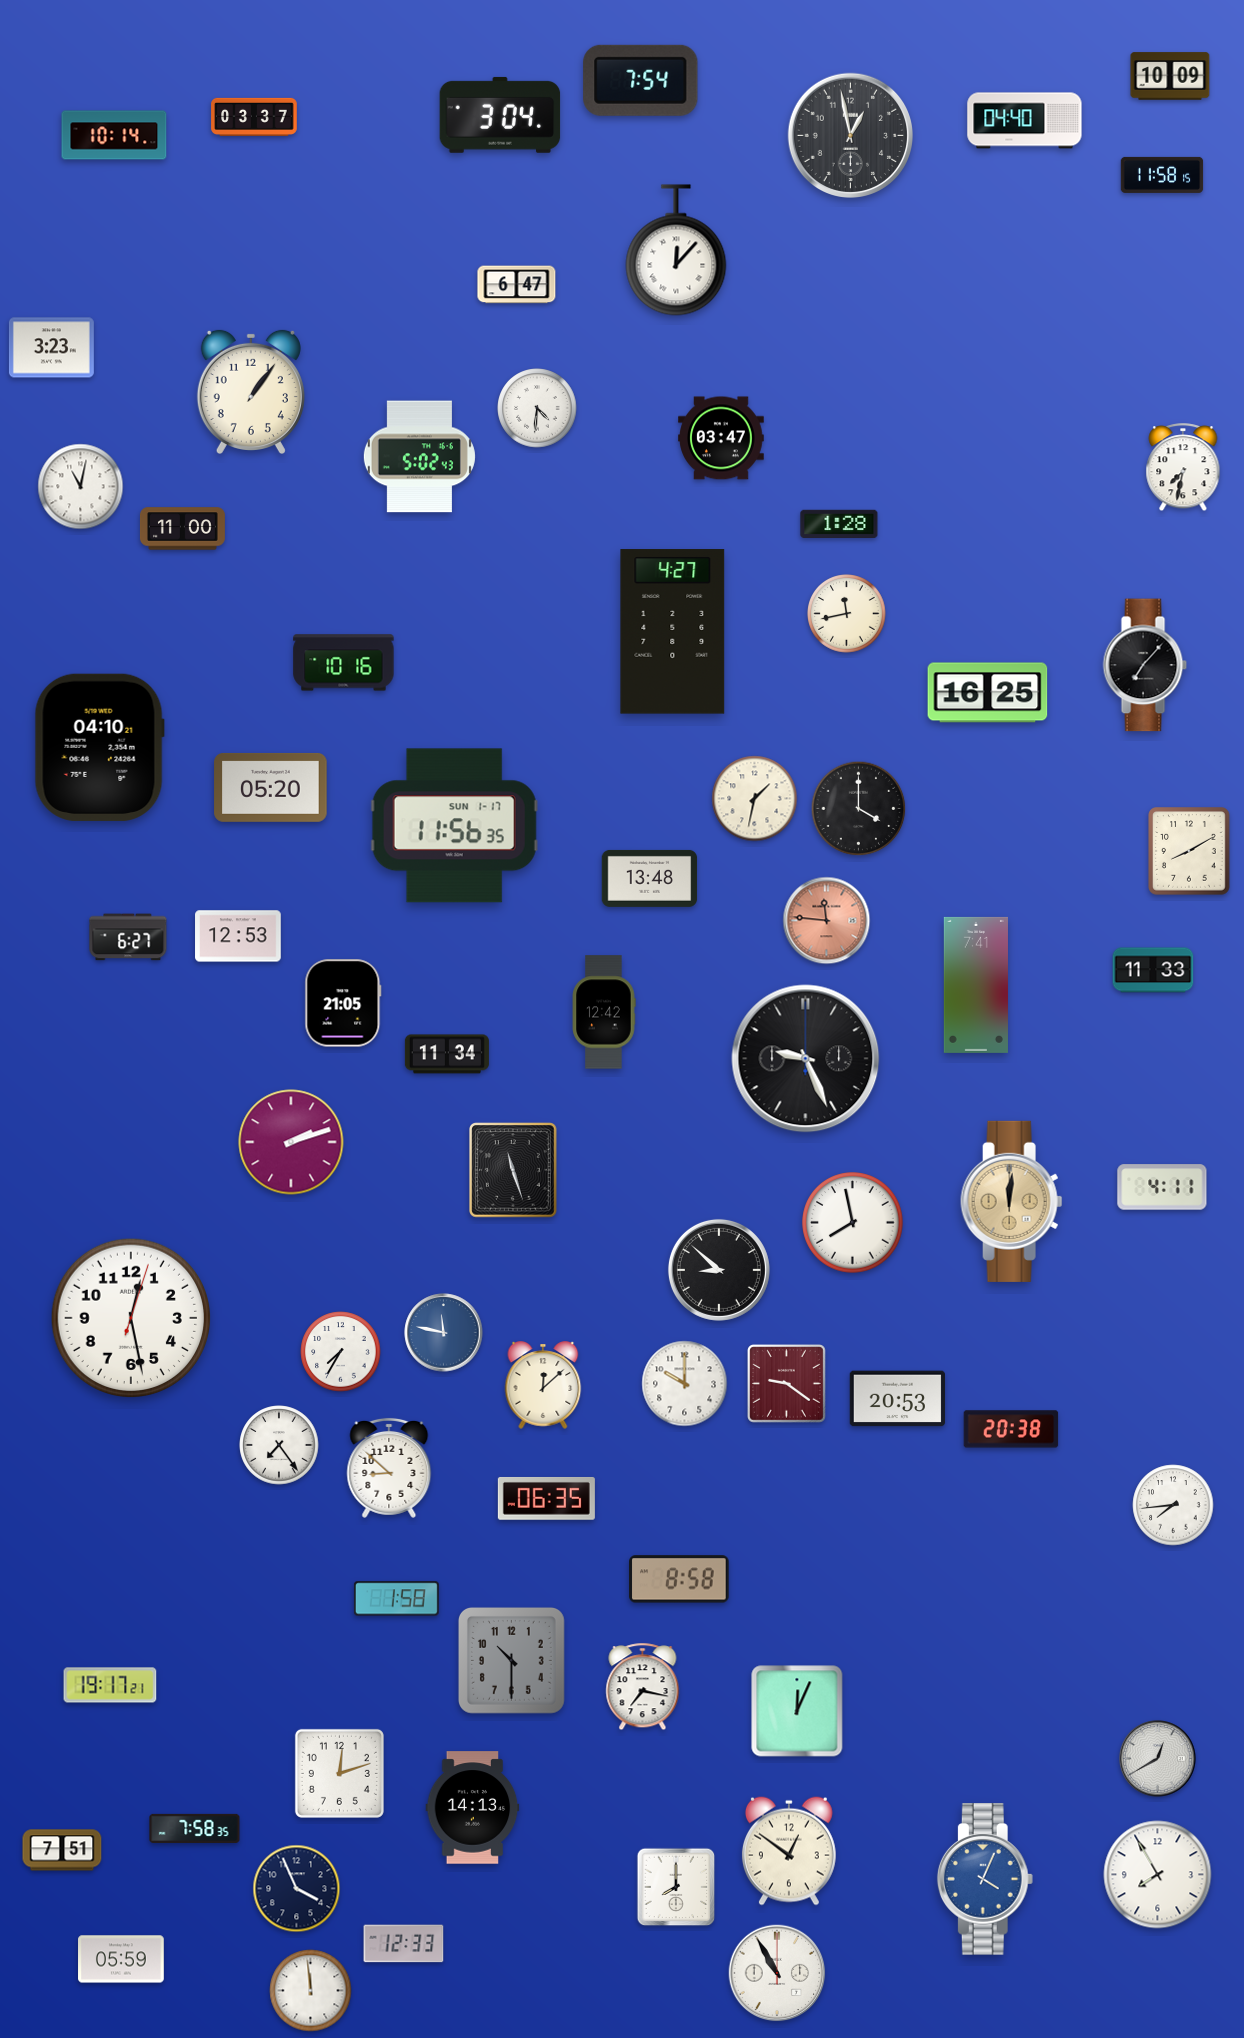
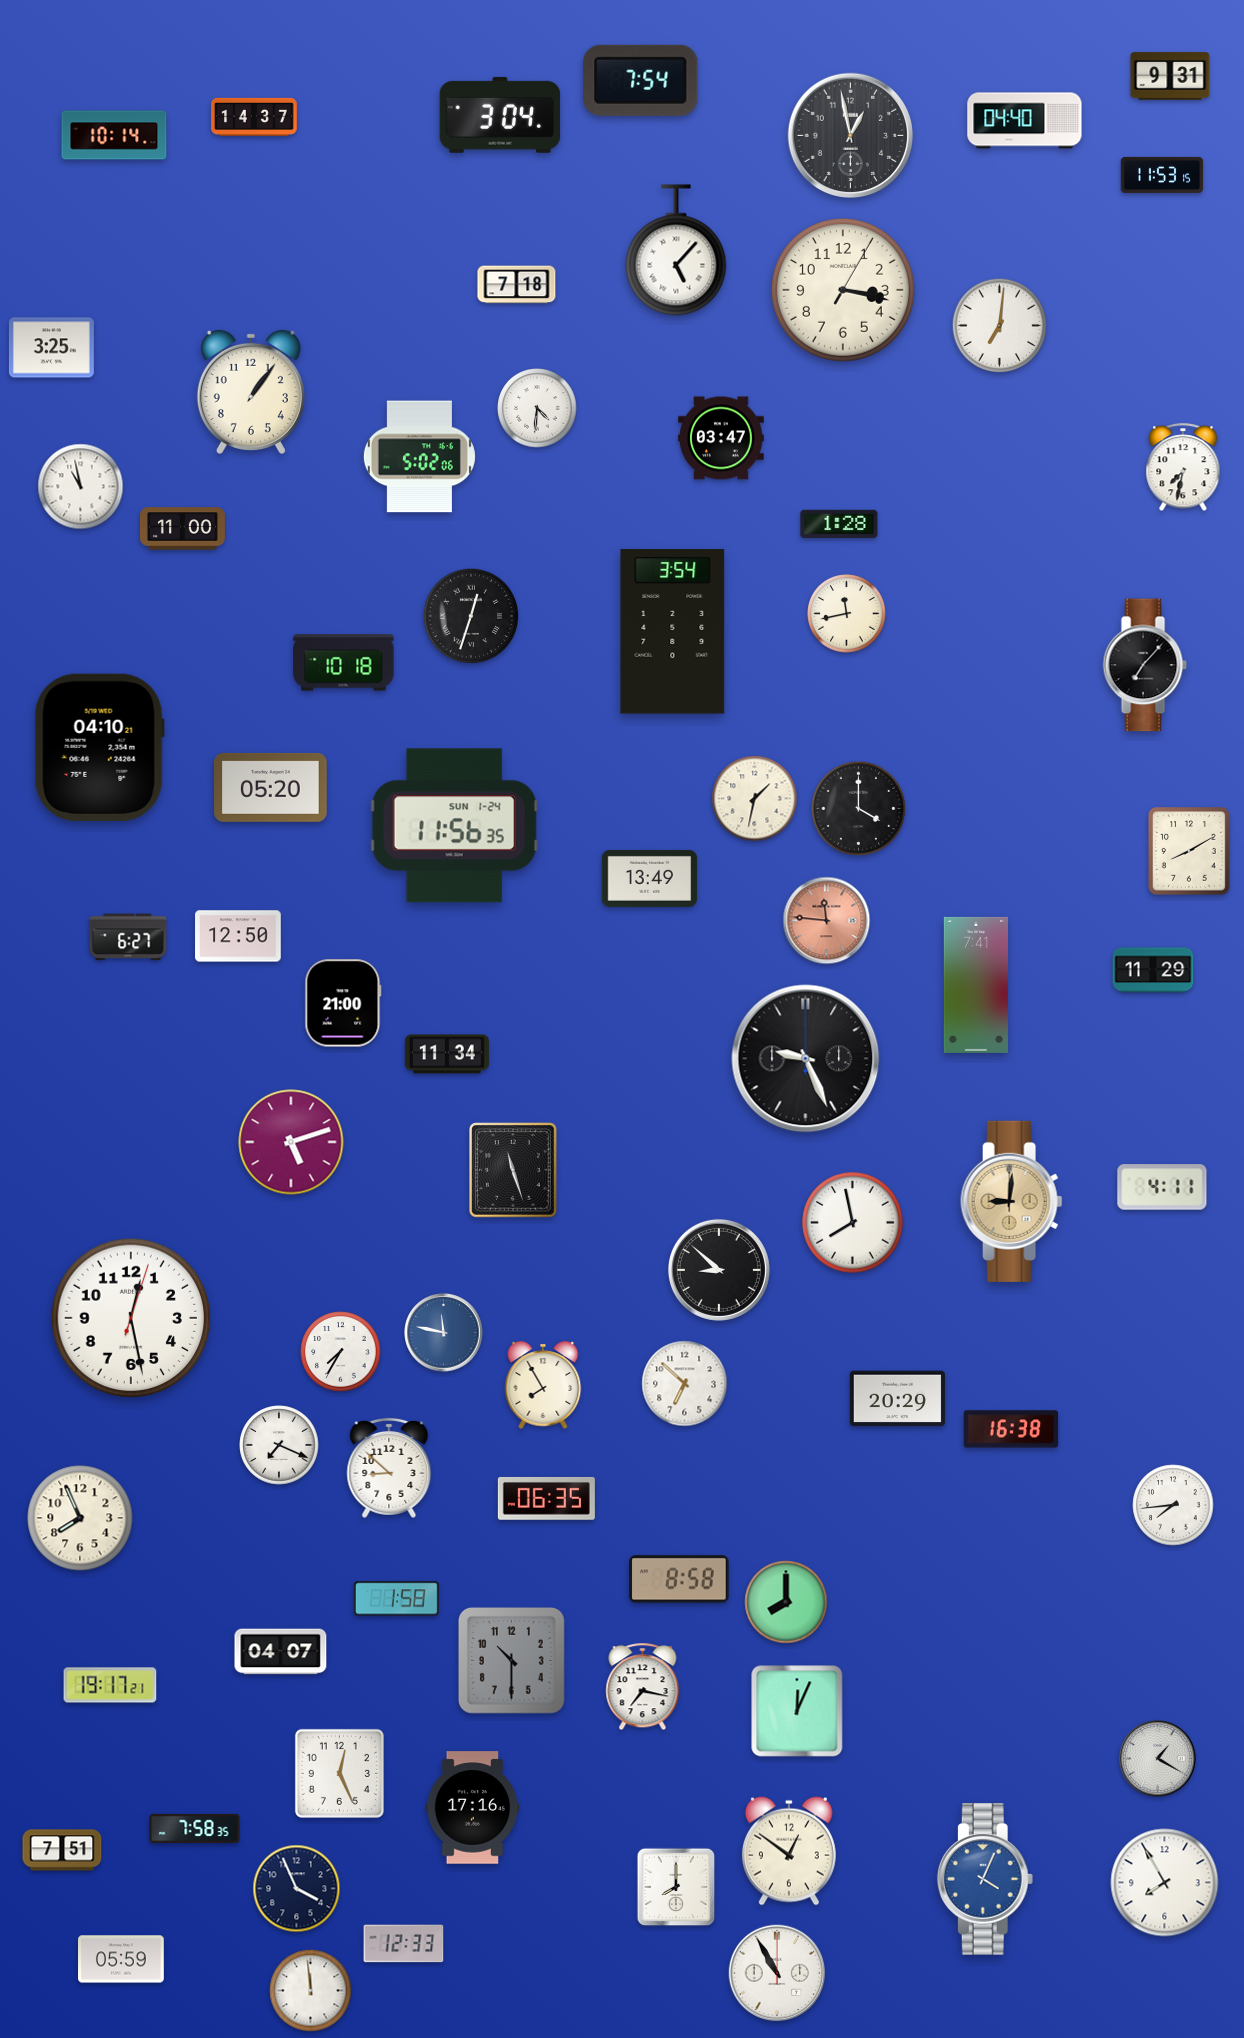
clock at (1170, 76): 10:09 -> 9:31
clock at (254, 117): 03:37 -> 14:37
clock at (1162, 175): 11:58 -> 11:53
clock at (676, 250): 12:07 -> 5:07
clock at (517, 285): 6:47 -> 7:18
clock at (843, 290): none -> 3:17
clock at (1000, 326): none -> 7:01
clock at (51, 348): 3:23 -> 3:25
clock at (419, 457): 5:02:43 -> 5:02:06
clock at (81, 487): 11:02 -> 10:58
clock at (471, 616): none -> 12:33
clock at (673, 632): 4:27 -> 3:54
clock at (344, 663): 10:16 -> 10:18
clock at (988, 693): 16:25 -> none
clock at (454, 826) date: SUN 1-17 -> SUN 1-24
clock at (650, 878): 13:48 -> 13:49
clock at (238, 936): 12:53 -> 12:50
clock at (1153, 970): 11:33 -> 11:29
clock at (343, 1003): 21:05 -> 21:00
clock at (604, 1012): 12:42 -> none
clock at (291, 1142): 2:12 -> 5:12
clock at (1012, 1201): 12:01 -> 9:01
clock at (685, 1384): 10:00 -> 6:52
clock at (787, 1384): 9:21 -> none
clock at (543, 1385): 12:08 -> 7:55
clock at (898, 1399): 20:53 -> 20:29
clock at (1011, 1429): 20:38 -> 16:38
clock at (279, 1445): 7:24 -> 7:19
clock at (80, 1518): none -> 7:56
clock at (786, 1602): none -> 8:00
clock at (281, 1652): none -> 04:07
clock at (1158, 1759): 12:40 -> 1:20
clock at (339, 1773): 12:12 -> 12:26
clock at (473, 1808): 14:13 -> 17:16
clock at (1158, 1875) position: (1158, 1875) -> (1165, 1883)
